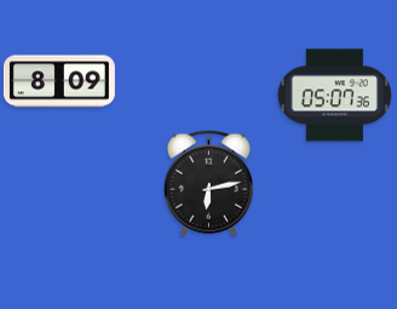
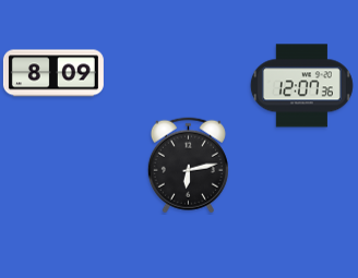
clock at (334, 96): 05:07 -> 12:07
